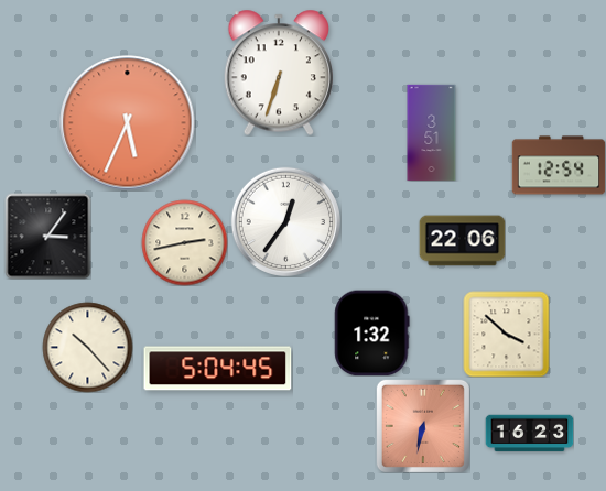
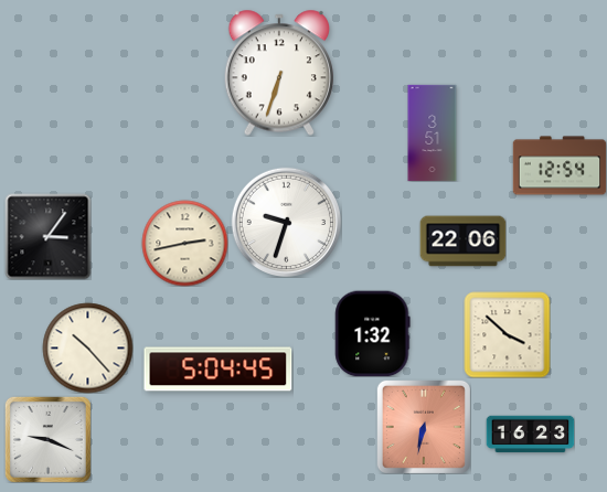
clock at (128, 123): 5:34 -> none
clock at (285, 221): 12:36 -> 9:33
clock at (47, 439): none -> 9:19
